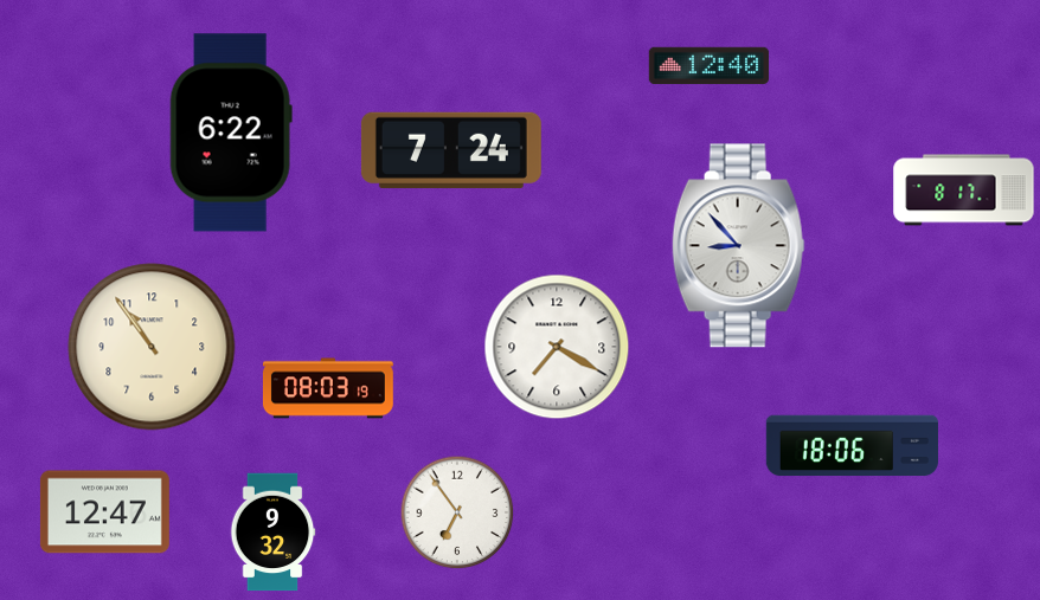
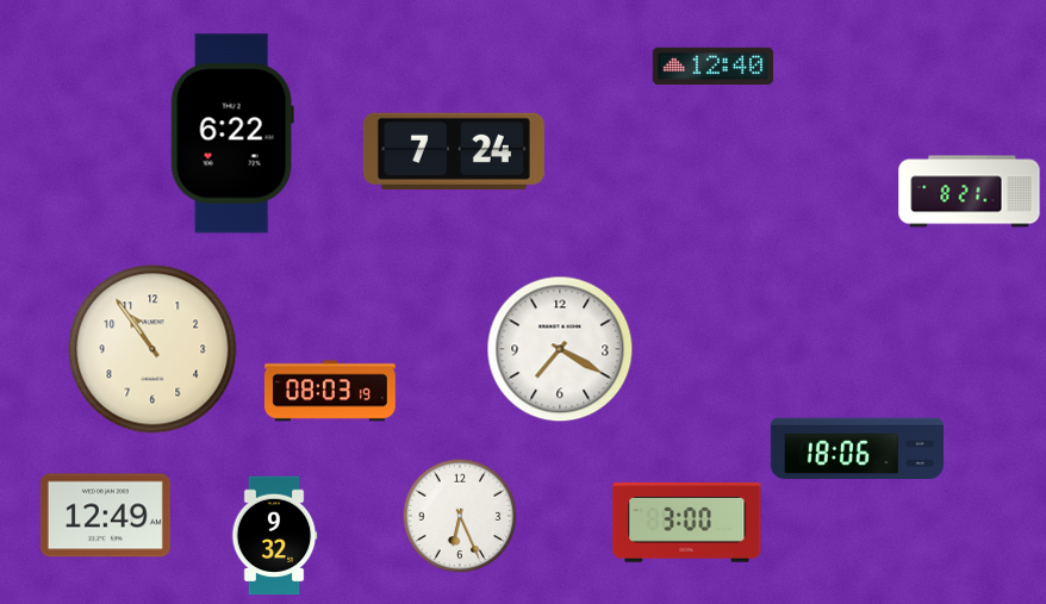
clock at (964, 191): 8:17 -> 8:21
clock at (738, 246): 8:53 -> none
clock at (104, 512): 12:47 -> 12:49
clock at (457, 512): 6:54 -> 6:26
clock at (687, 523): none -> 3:00
